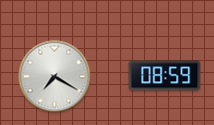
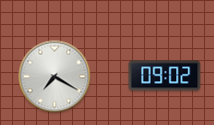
clock at (165, 76): 08:59 -> 09:02
